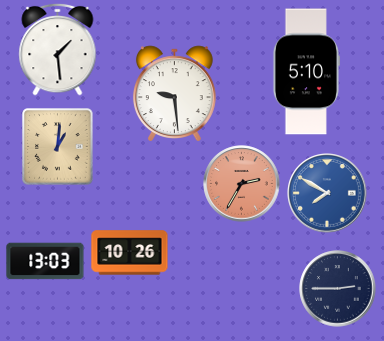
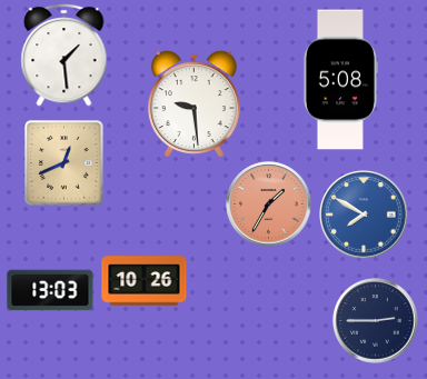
clock at (306, 72): 5:10 -> 5:08
clock at (58, 147): 1:01 -> 12:41
clock at (242, 184): 2:35 -> 1:35
